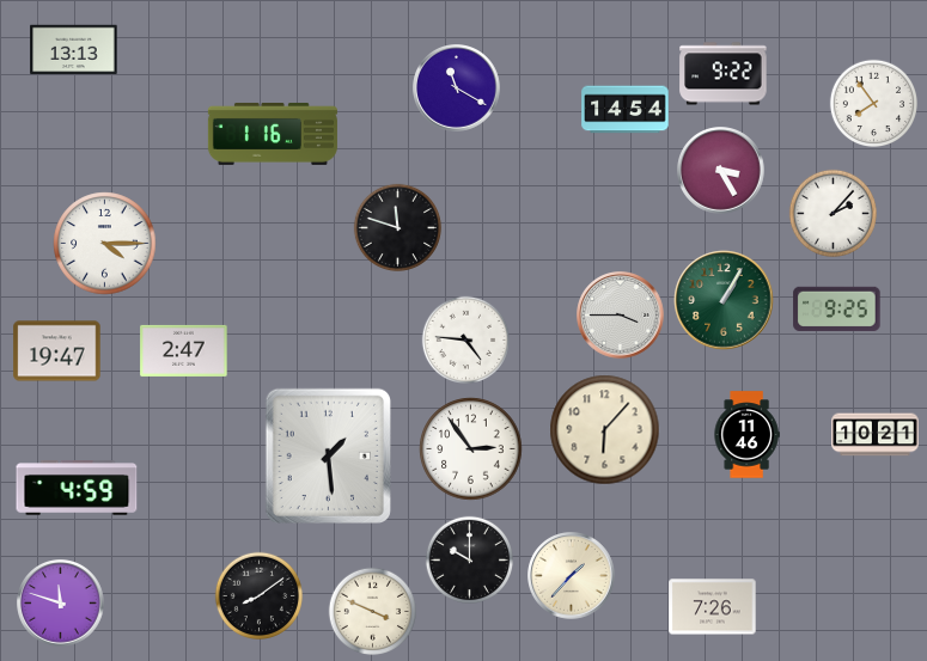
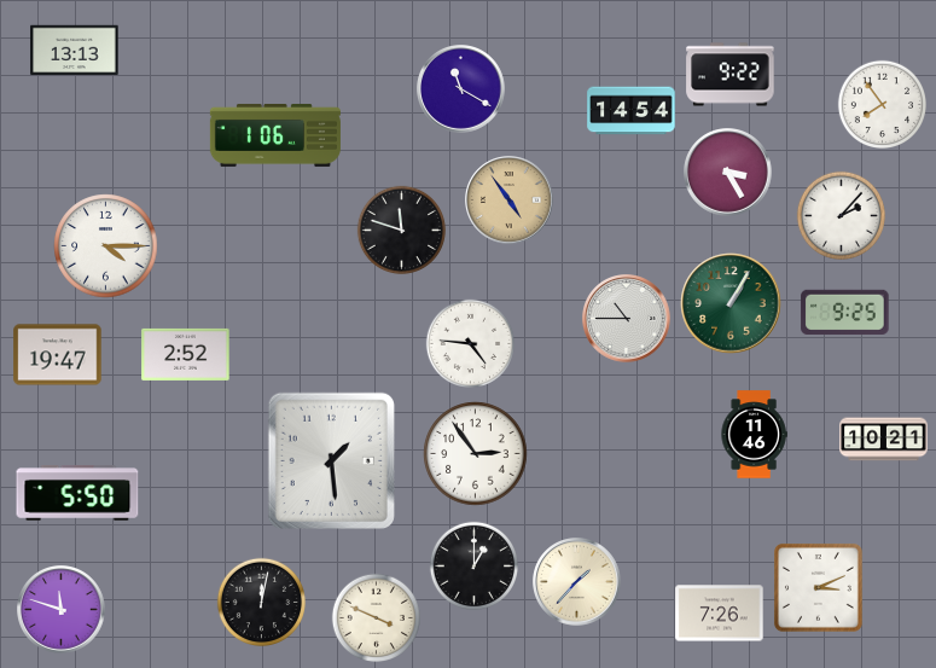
clock at (273, 134): 1:16 -> 1:06
clock at (510, 201): none -> 4:54
clock at (621, 316): 3:45 -> 10:45
clock at (184, 350): 2:47 -> 2:52
clock at (605, 430): 6:07 -> none
clock at (746, 435) position: (746, 435) -> (754, 435)
clock at (77, 488): 4:59 -> 5:50
clock at (469, 559): 10:00 -> 1:00
clock at (818, 587): none -> 3:11
clock at (258, 595): 8:09 -> 12:02
